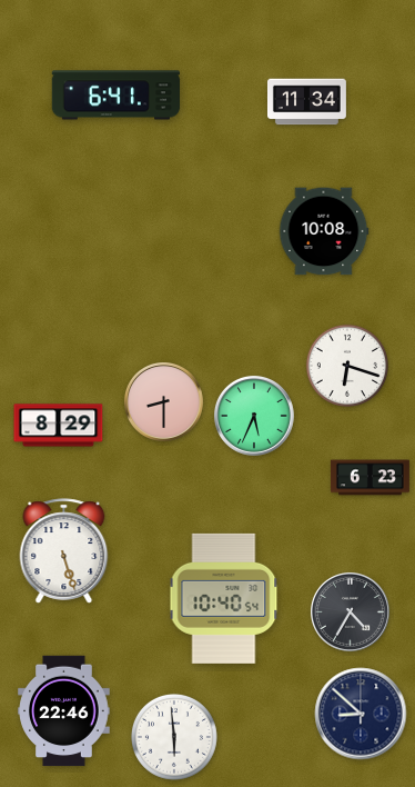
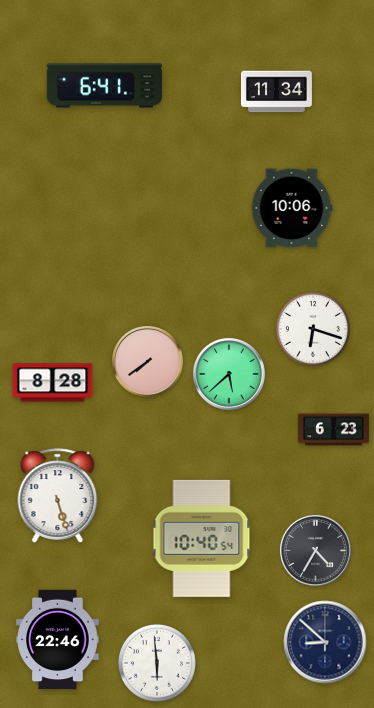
clock at (324, 231): 10:08 -> 10:06
clock at (163, 401): 8:30 -> 7:39
clock at (254, 416): 5:34 -> 5:38
clock at (59, 426): 8:29 -> 8:28
